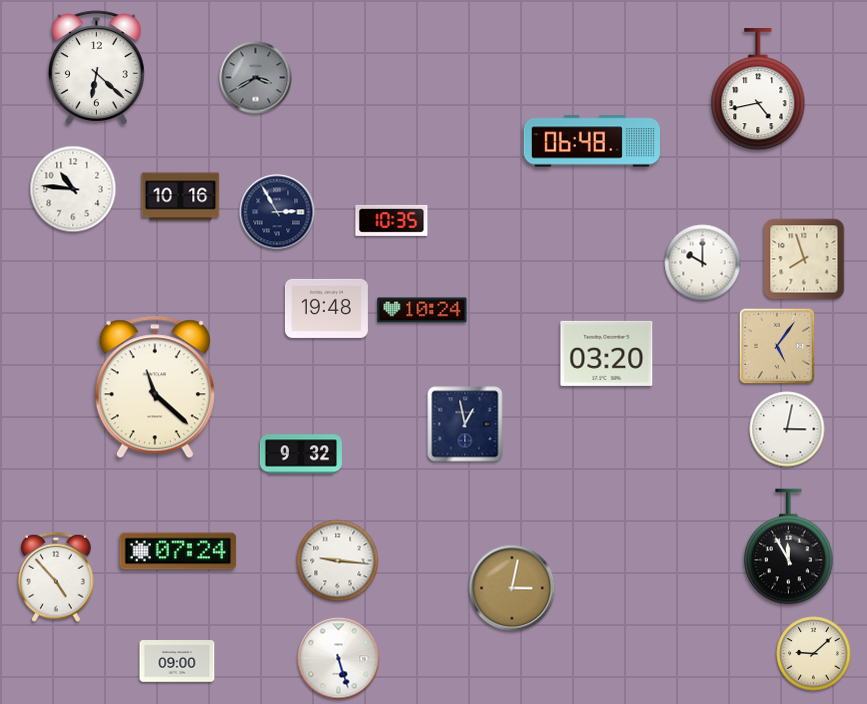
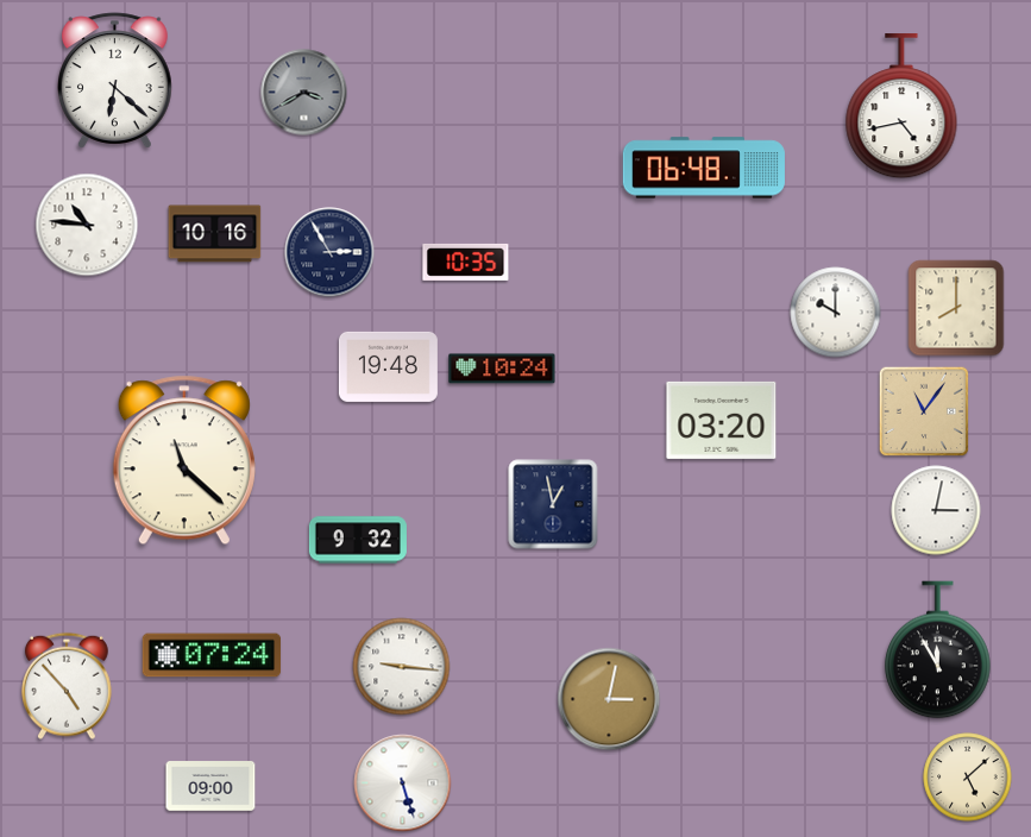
clock at (804, 259): 7:57 -> 8:00
clock at (777, 346): 5:06 -> 11:06
clock at (814, 654): 9:08 -> 5:08
